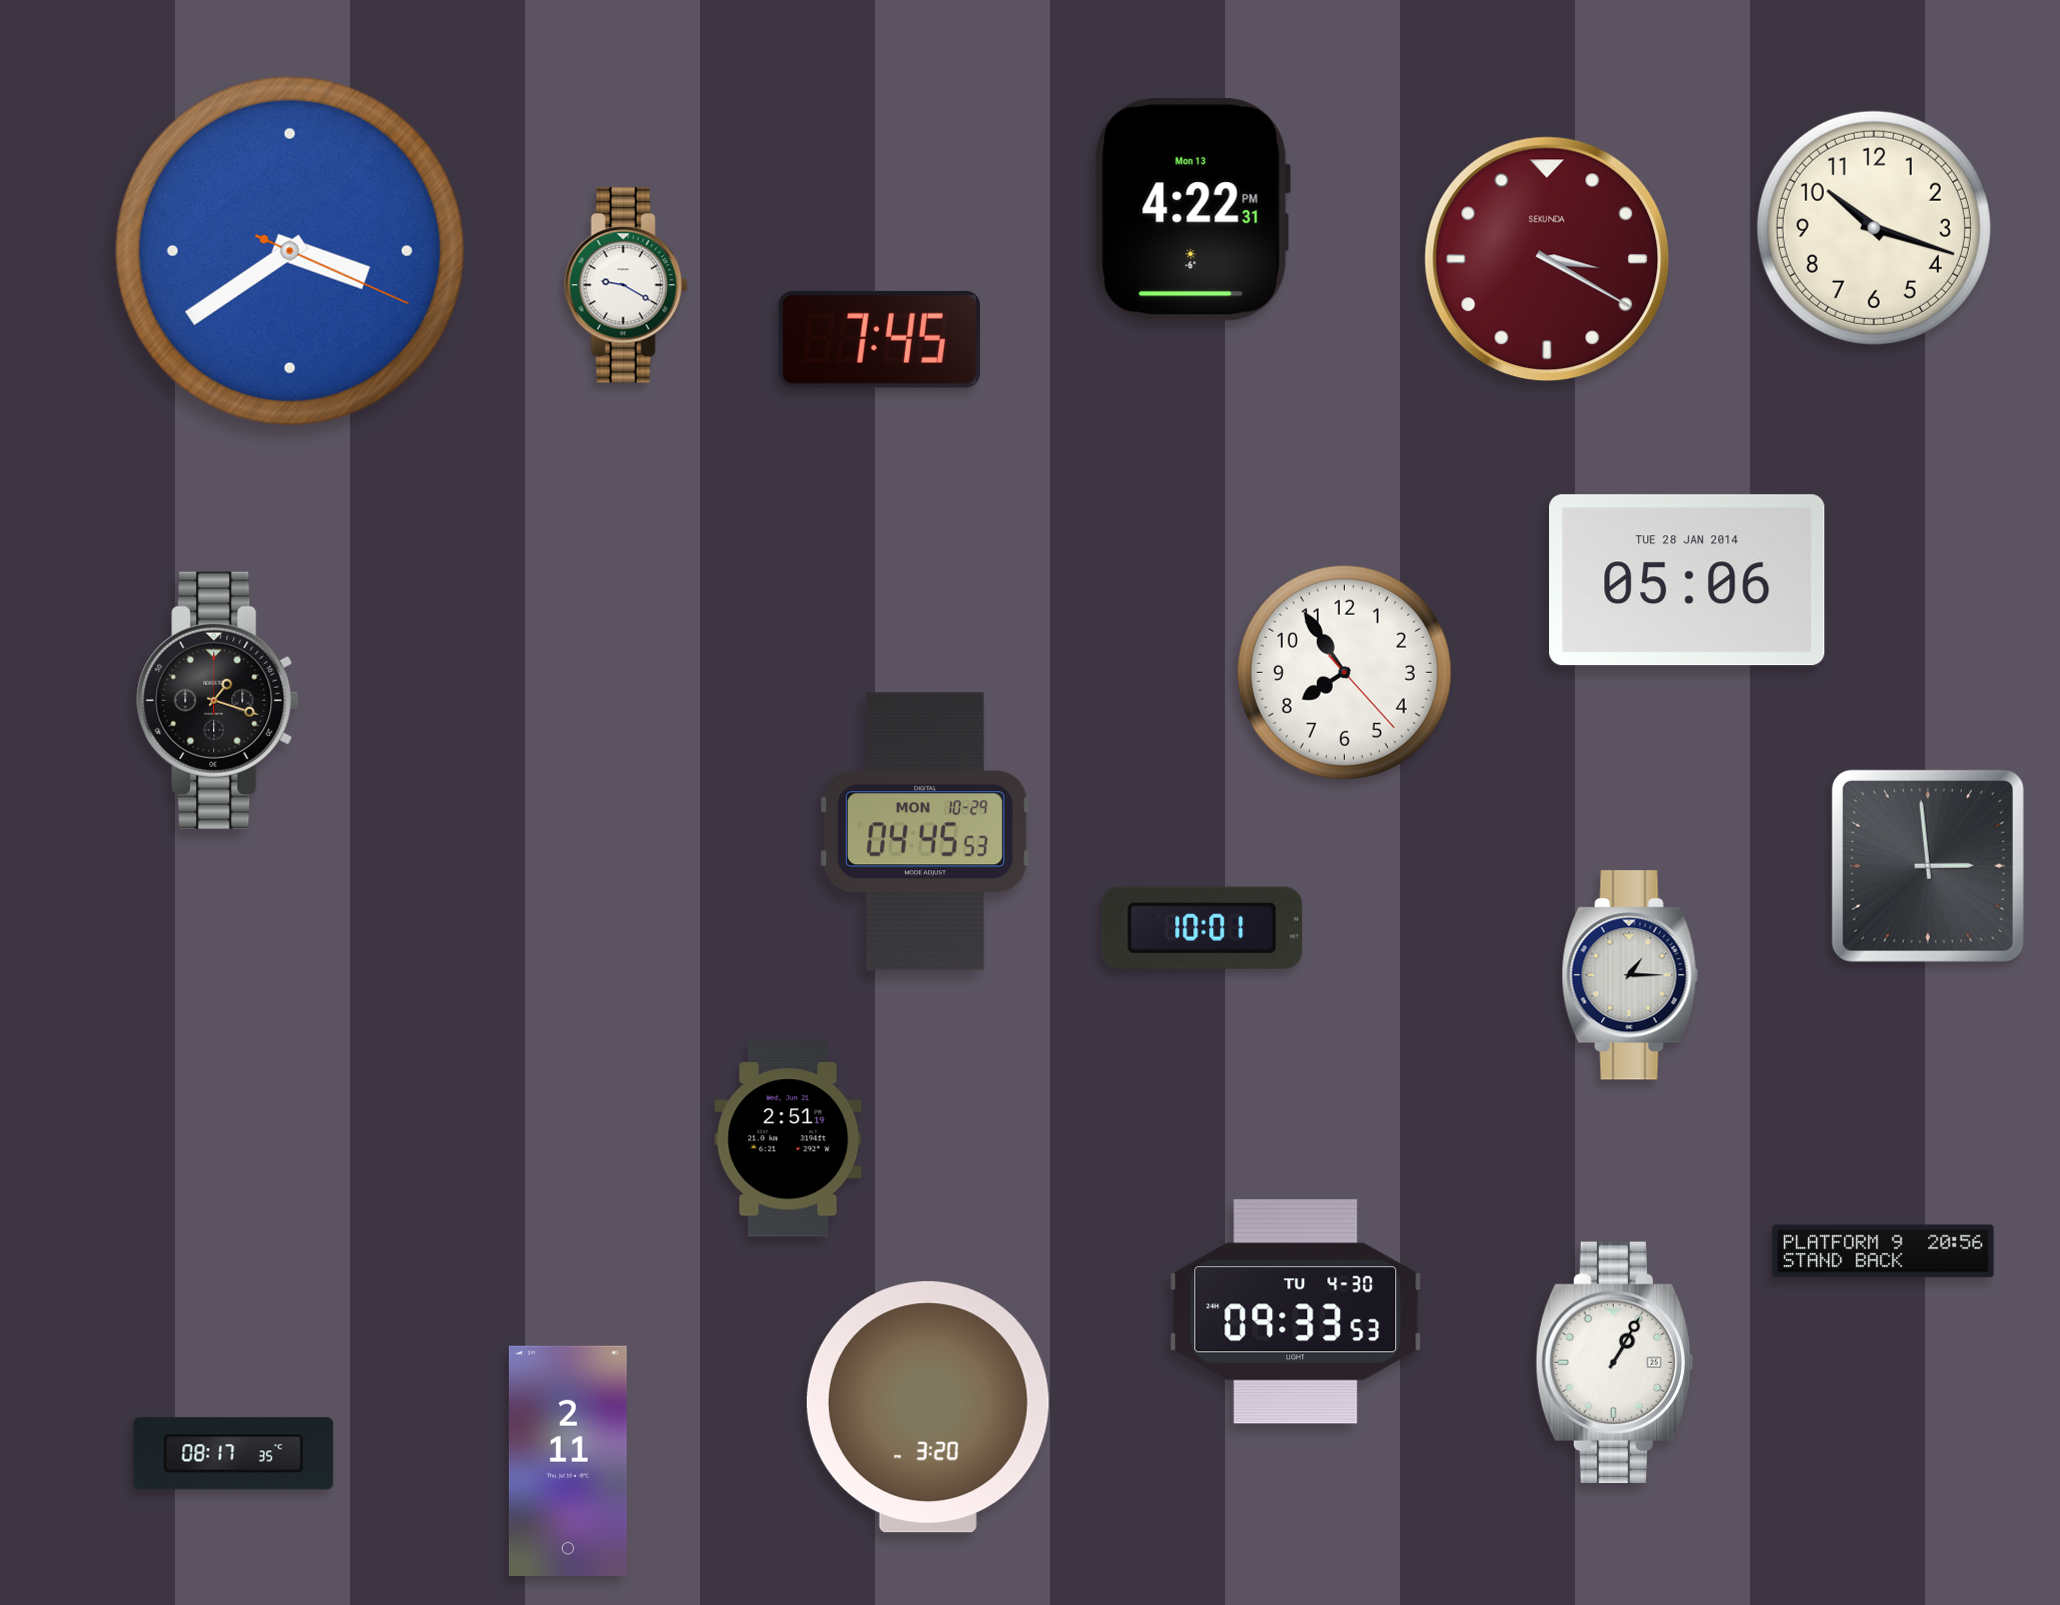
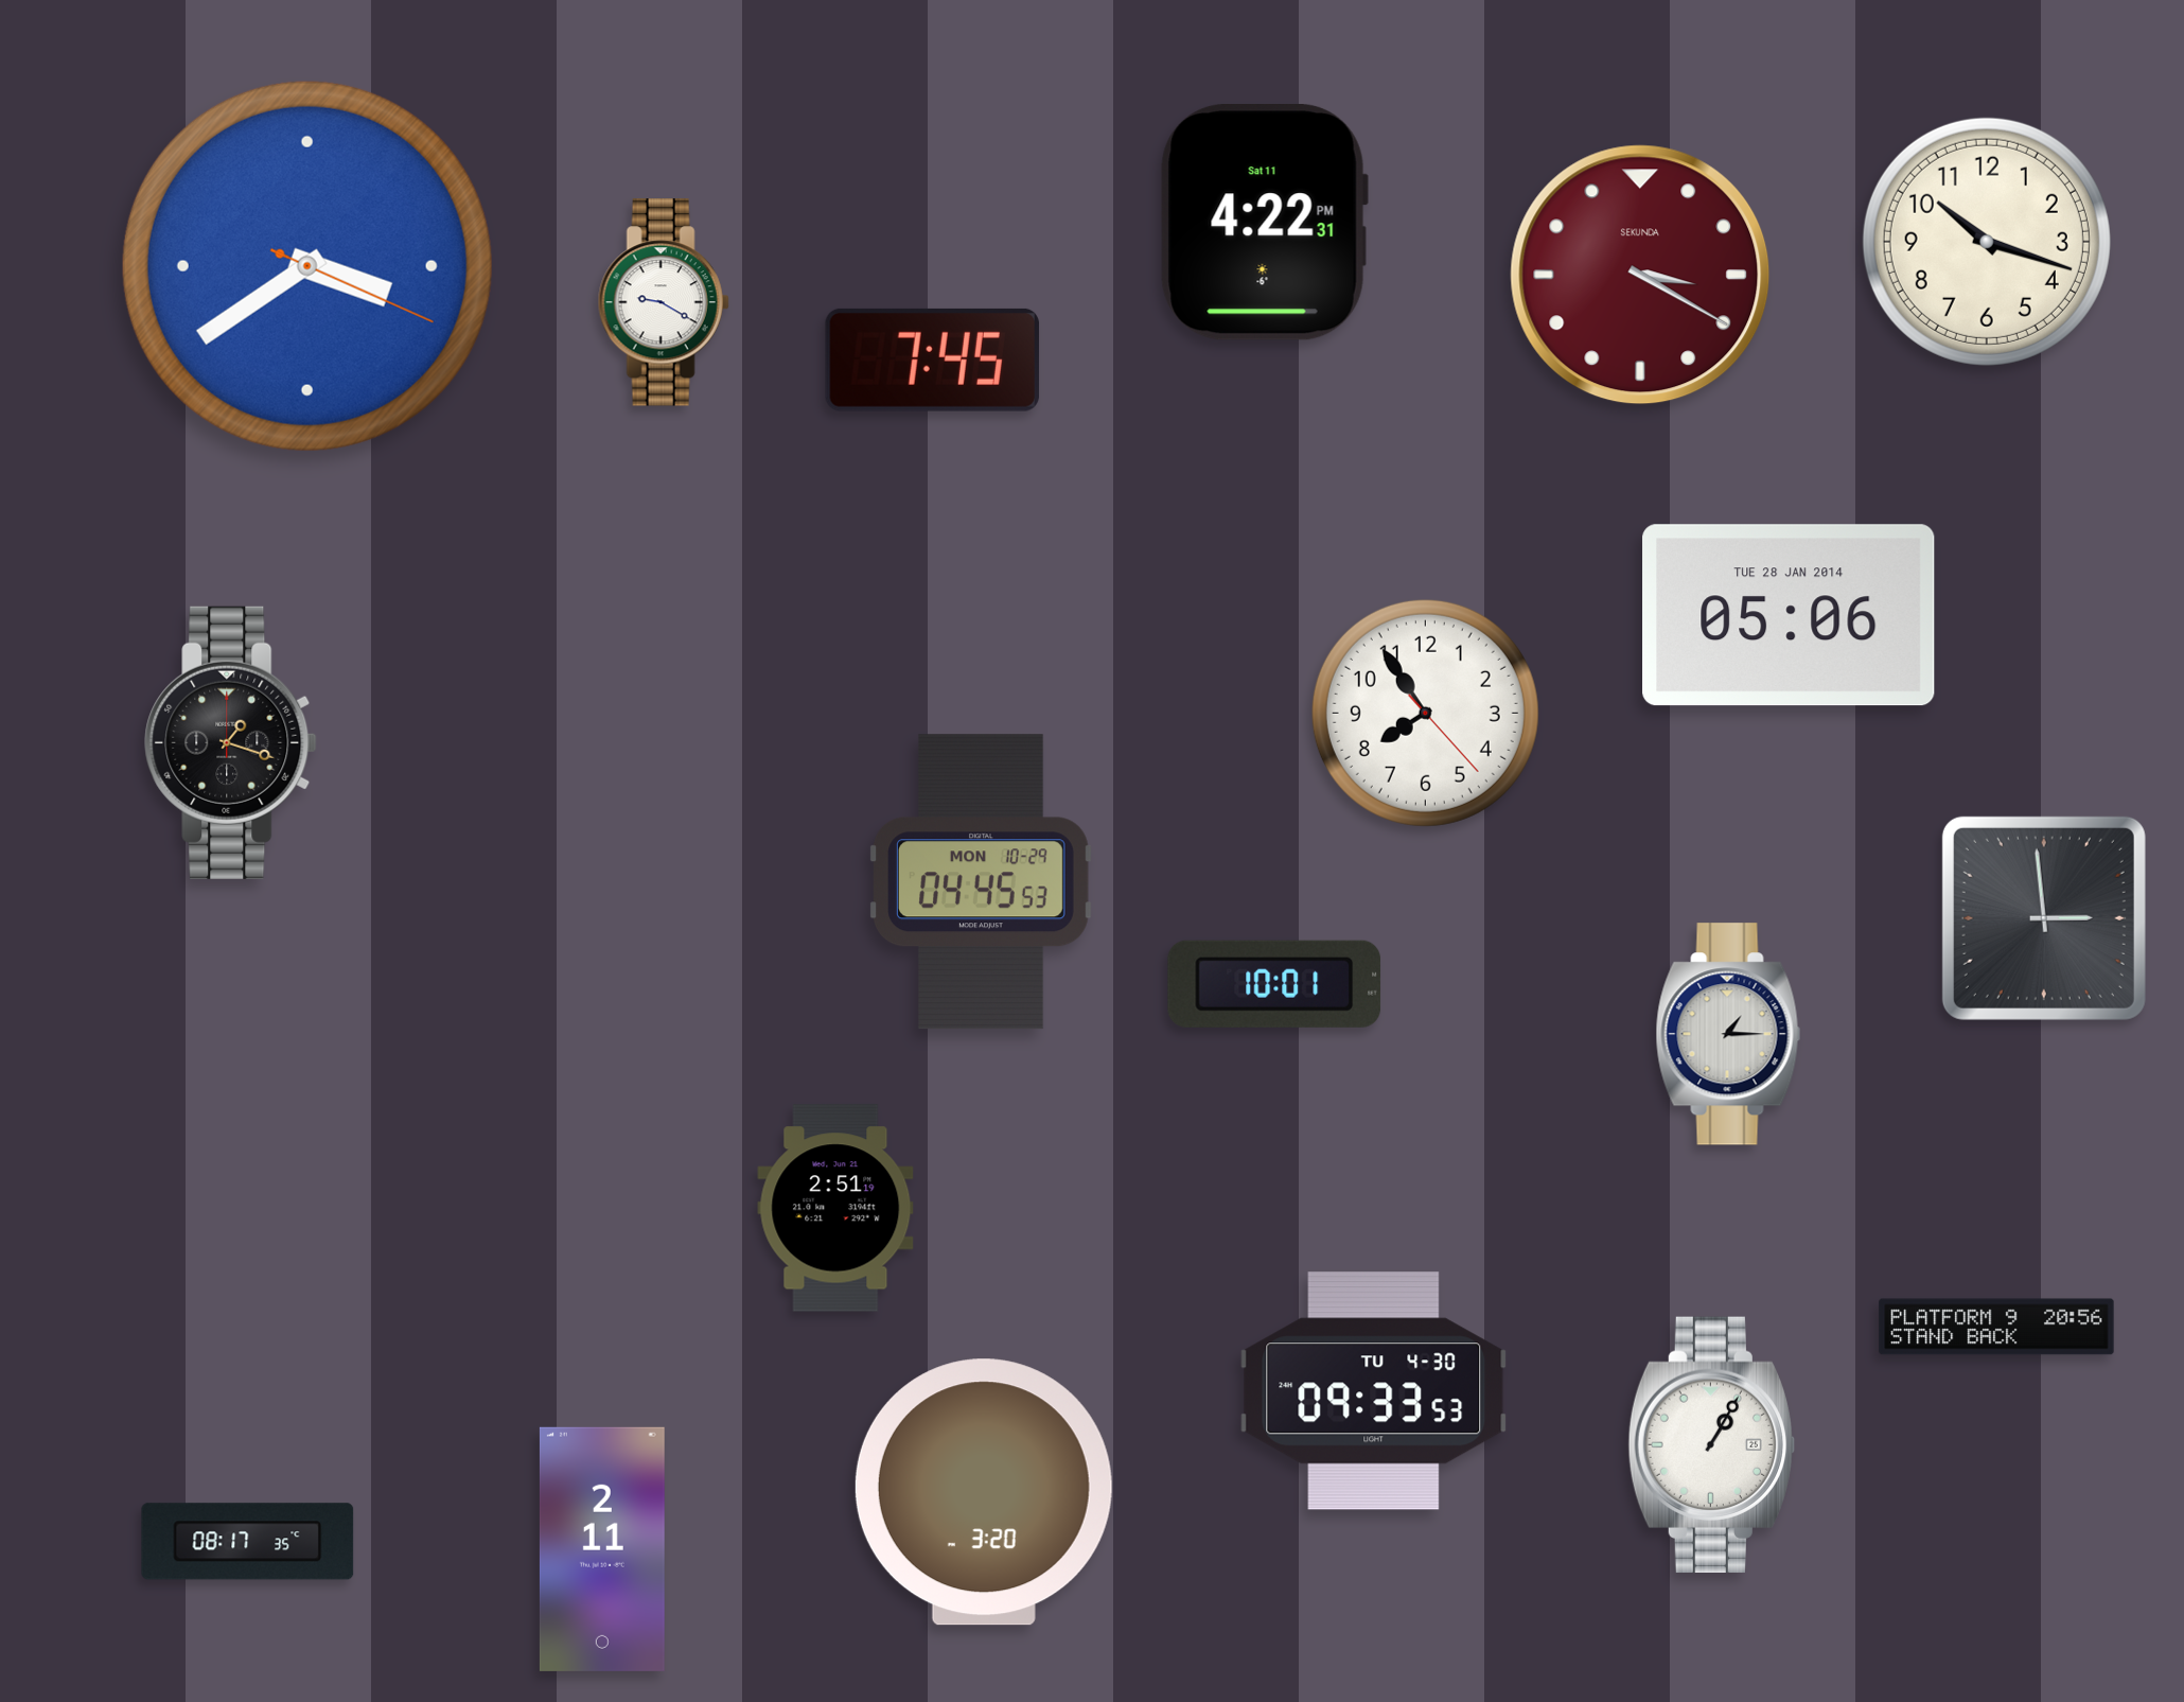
clock at (1192, 210) date: Mon 13 -> Sat 11
